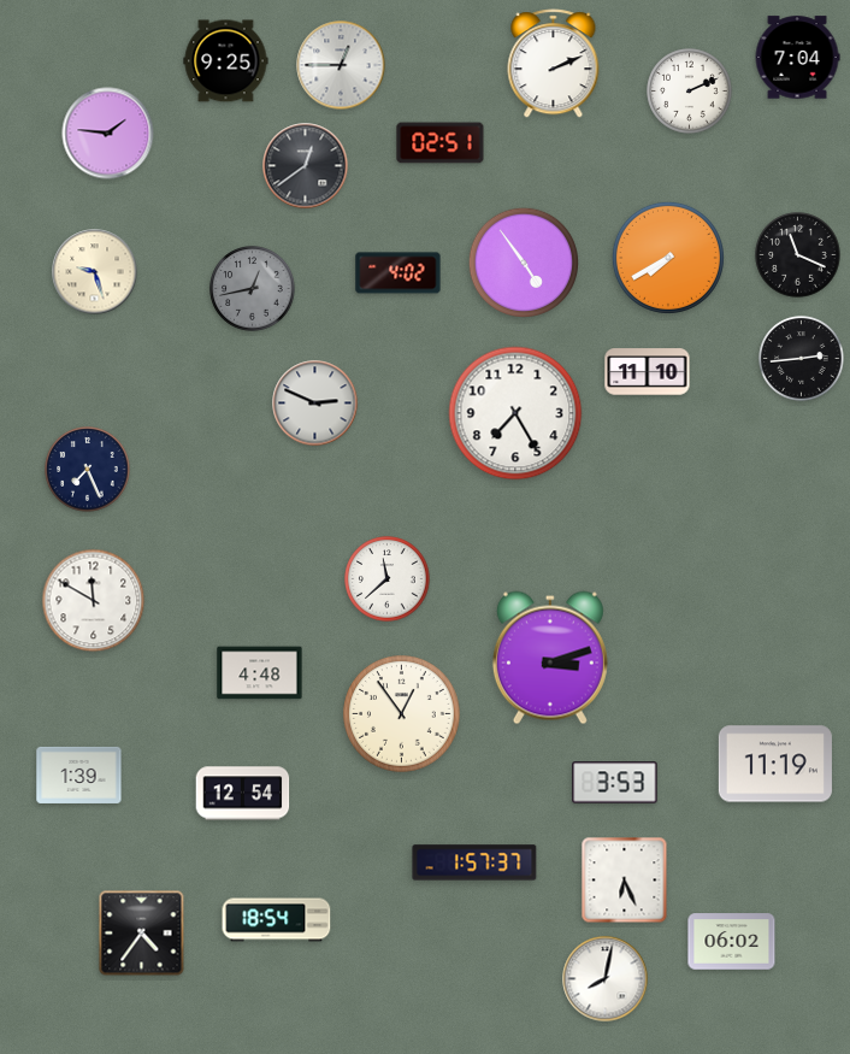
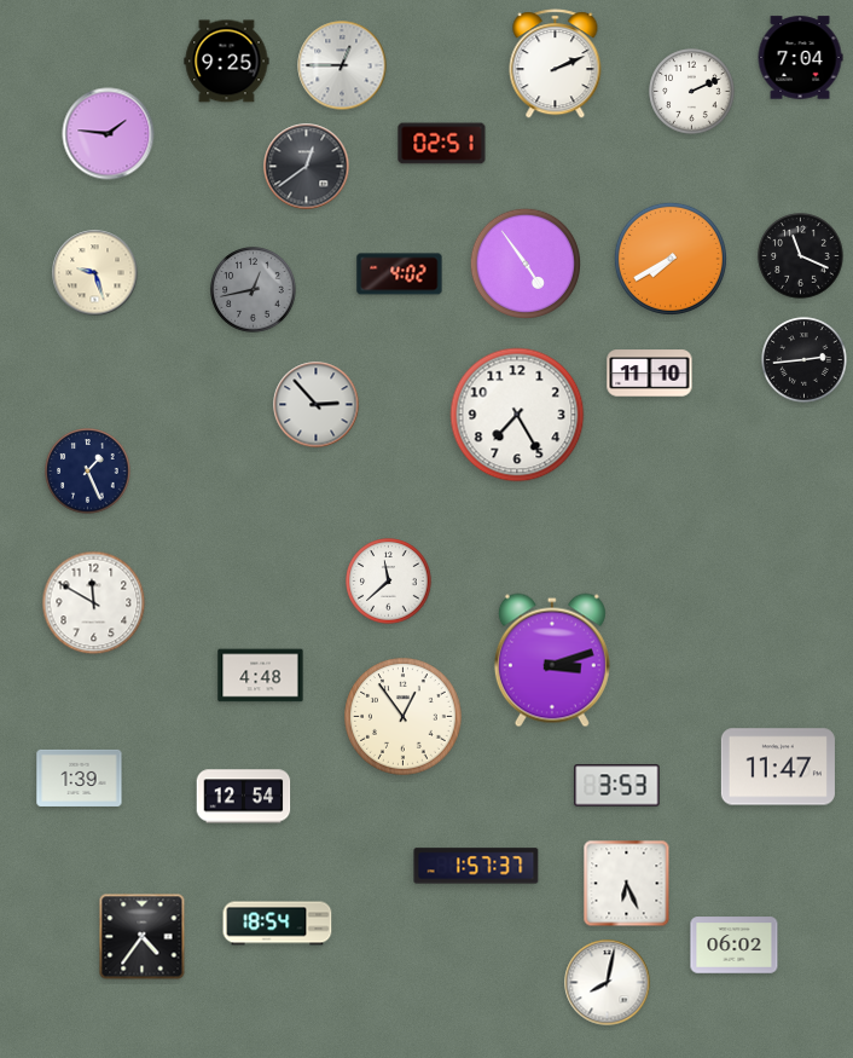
clock at (315, 404): 2:49 -> 2:53
clock at (88, 470): 7:26 -> 1:26
clock at (775, 764): 11:19 -> 11:47
